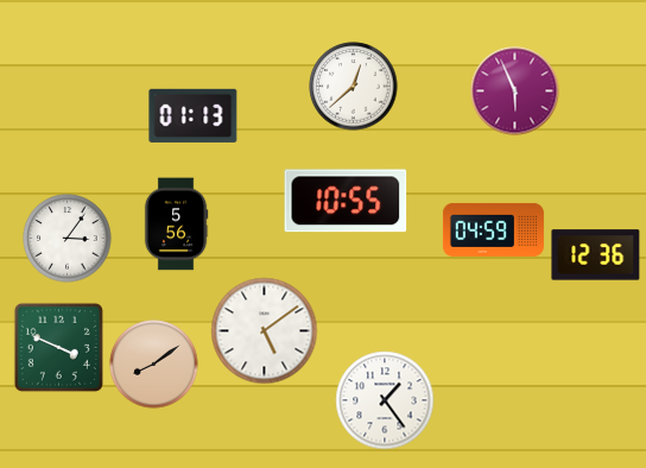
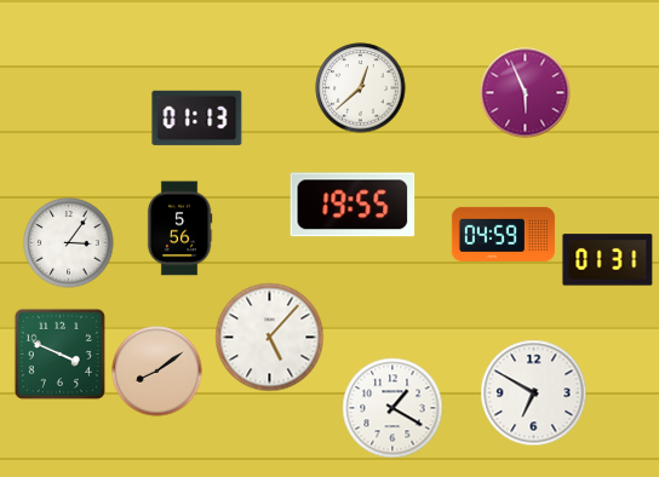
clock at (346, 201): 10:55 -> 19:55
clock at (596, 255): 12:36 -> 01:31
clock at (265, 331): 5:09 -> 5:07
clock at (534, 393): none -> 6:50
clock at (385, 400): 1:24 -> 1:20
